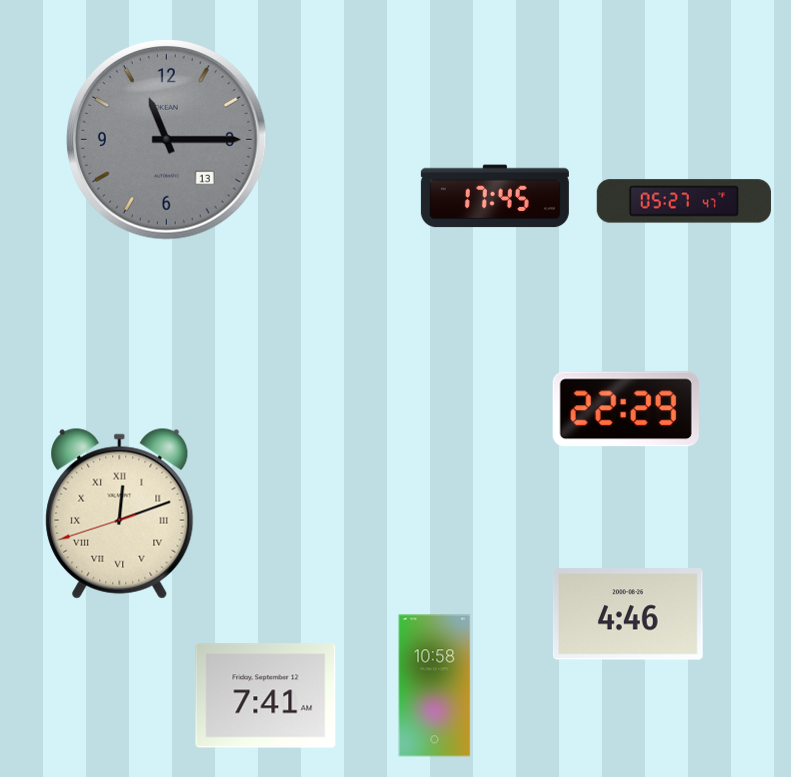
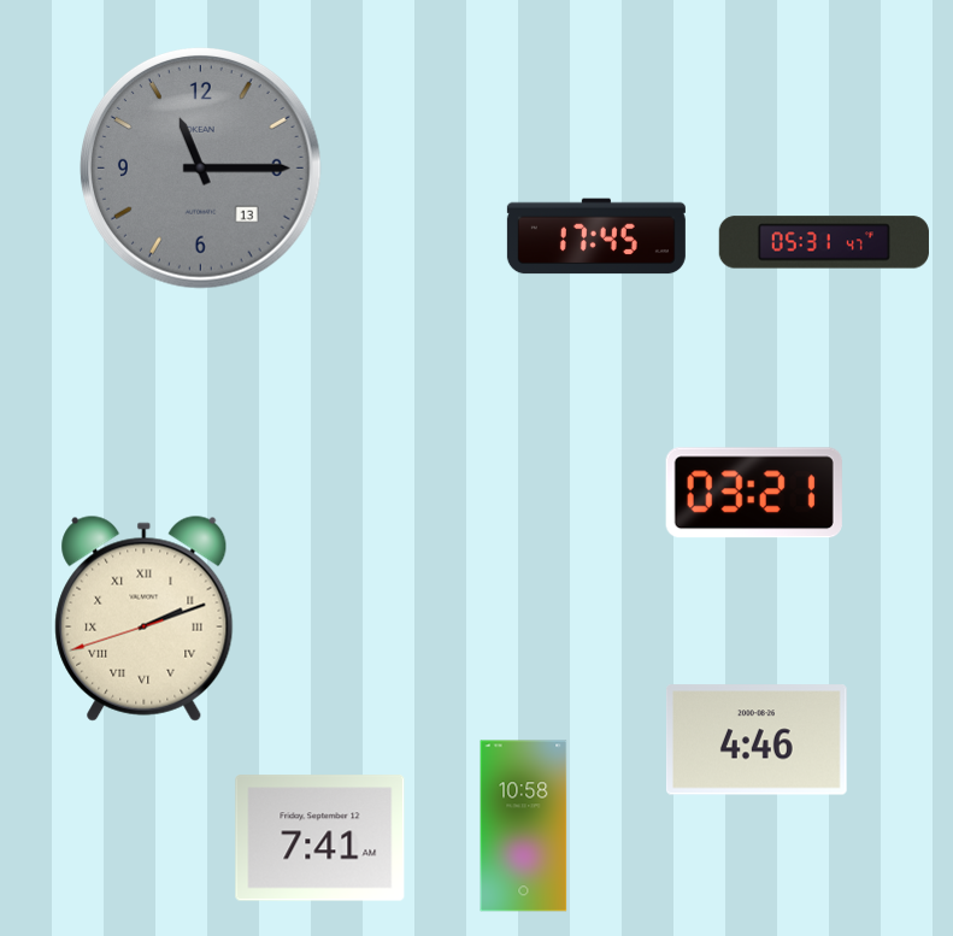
clock at (684, 201): 05:27 -> 05:31
clock at (626, 409): 22:29 -> 03:21
clock at (120, 513): 12:11 -> 2:11
